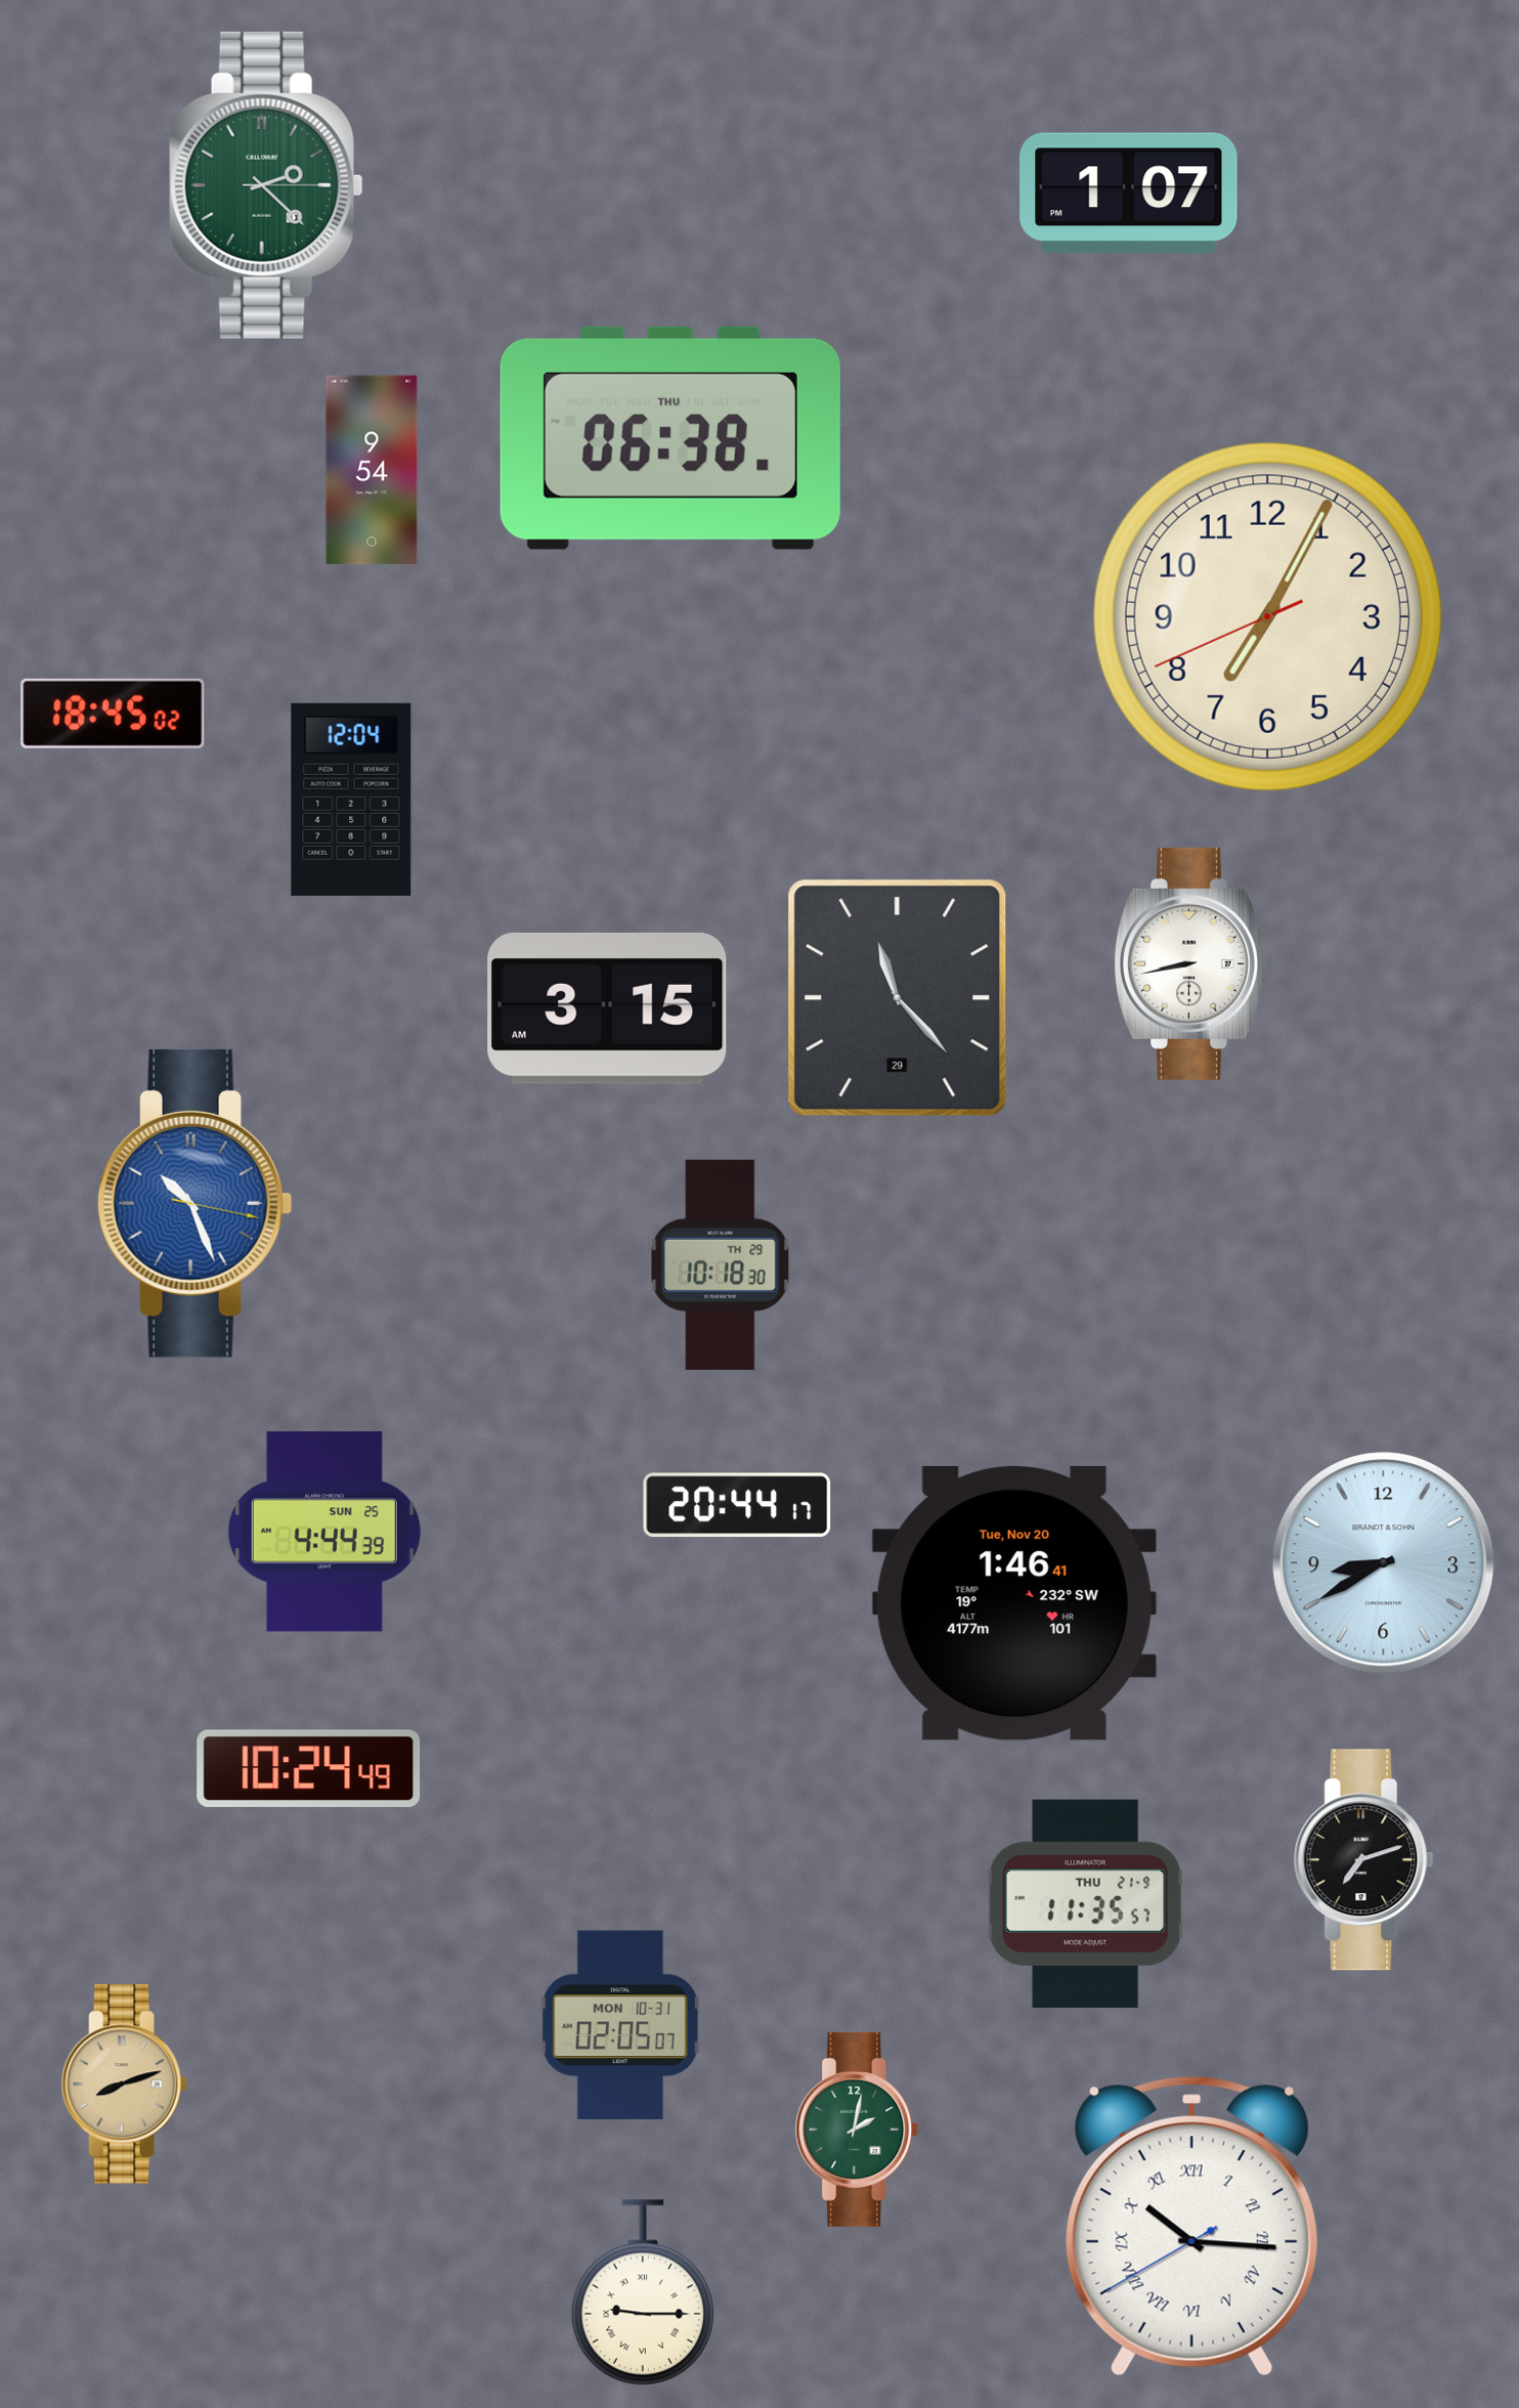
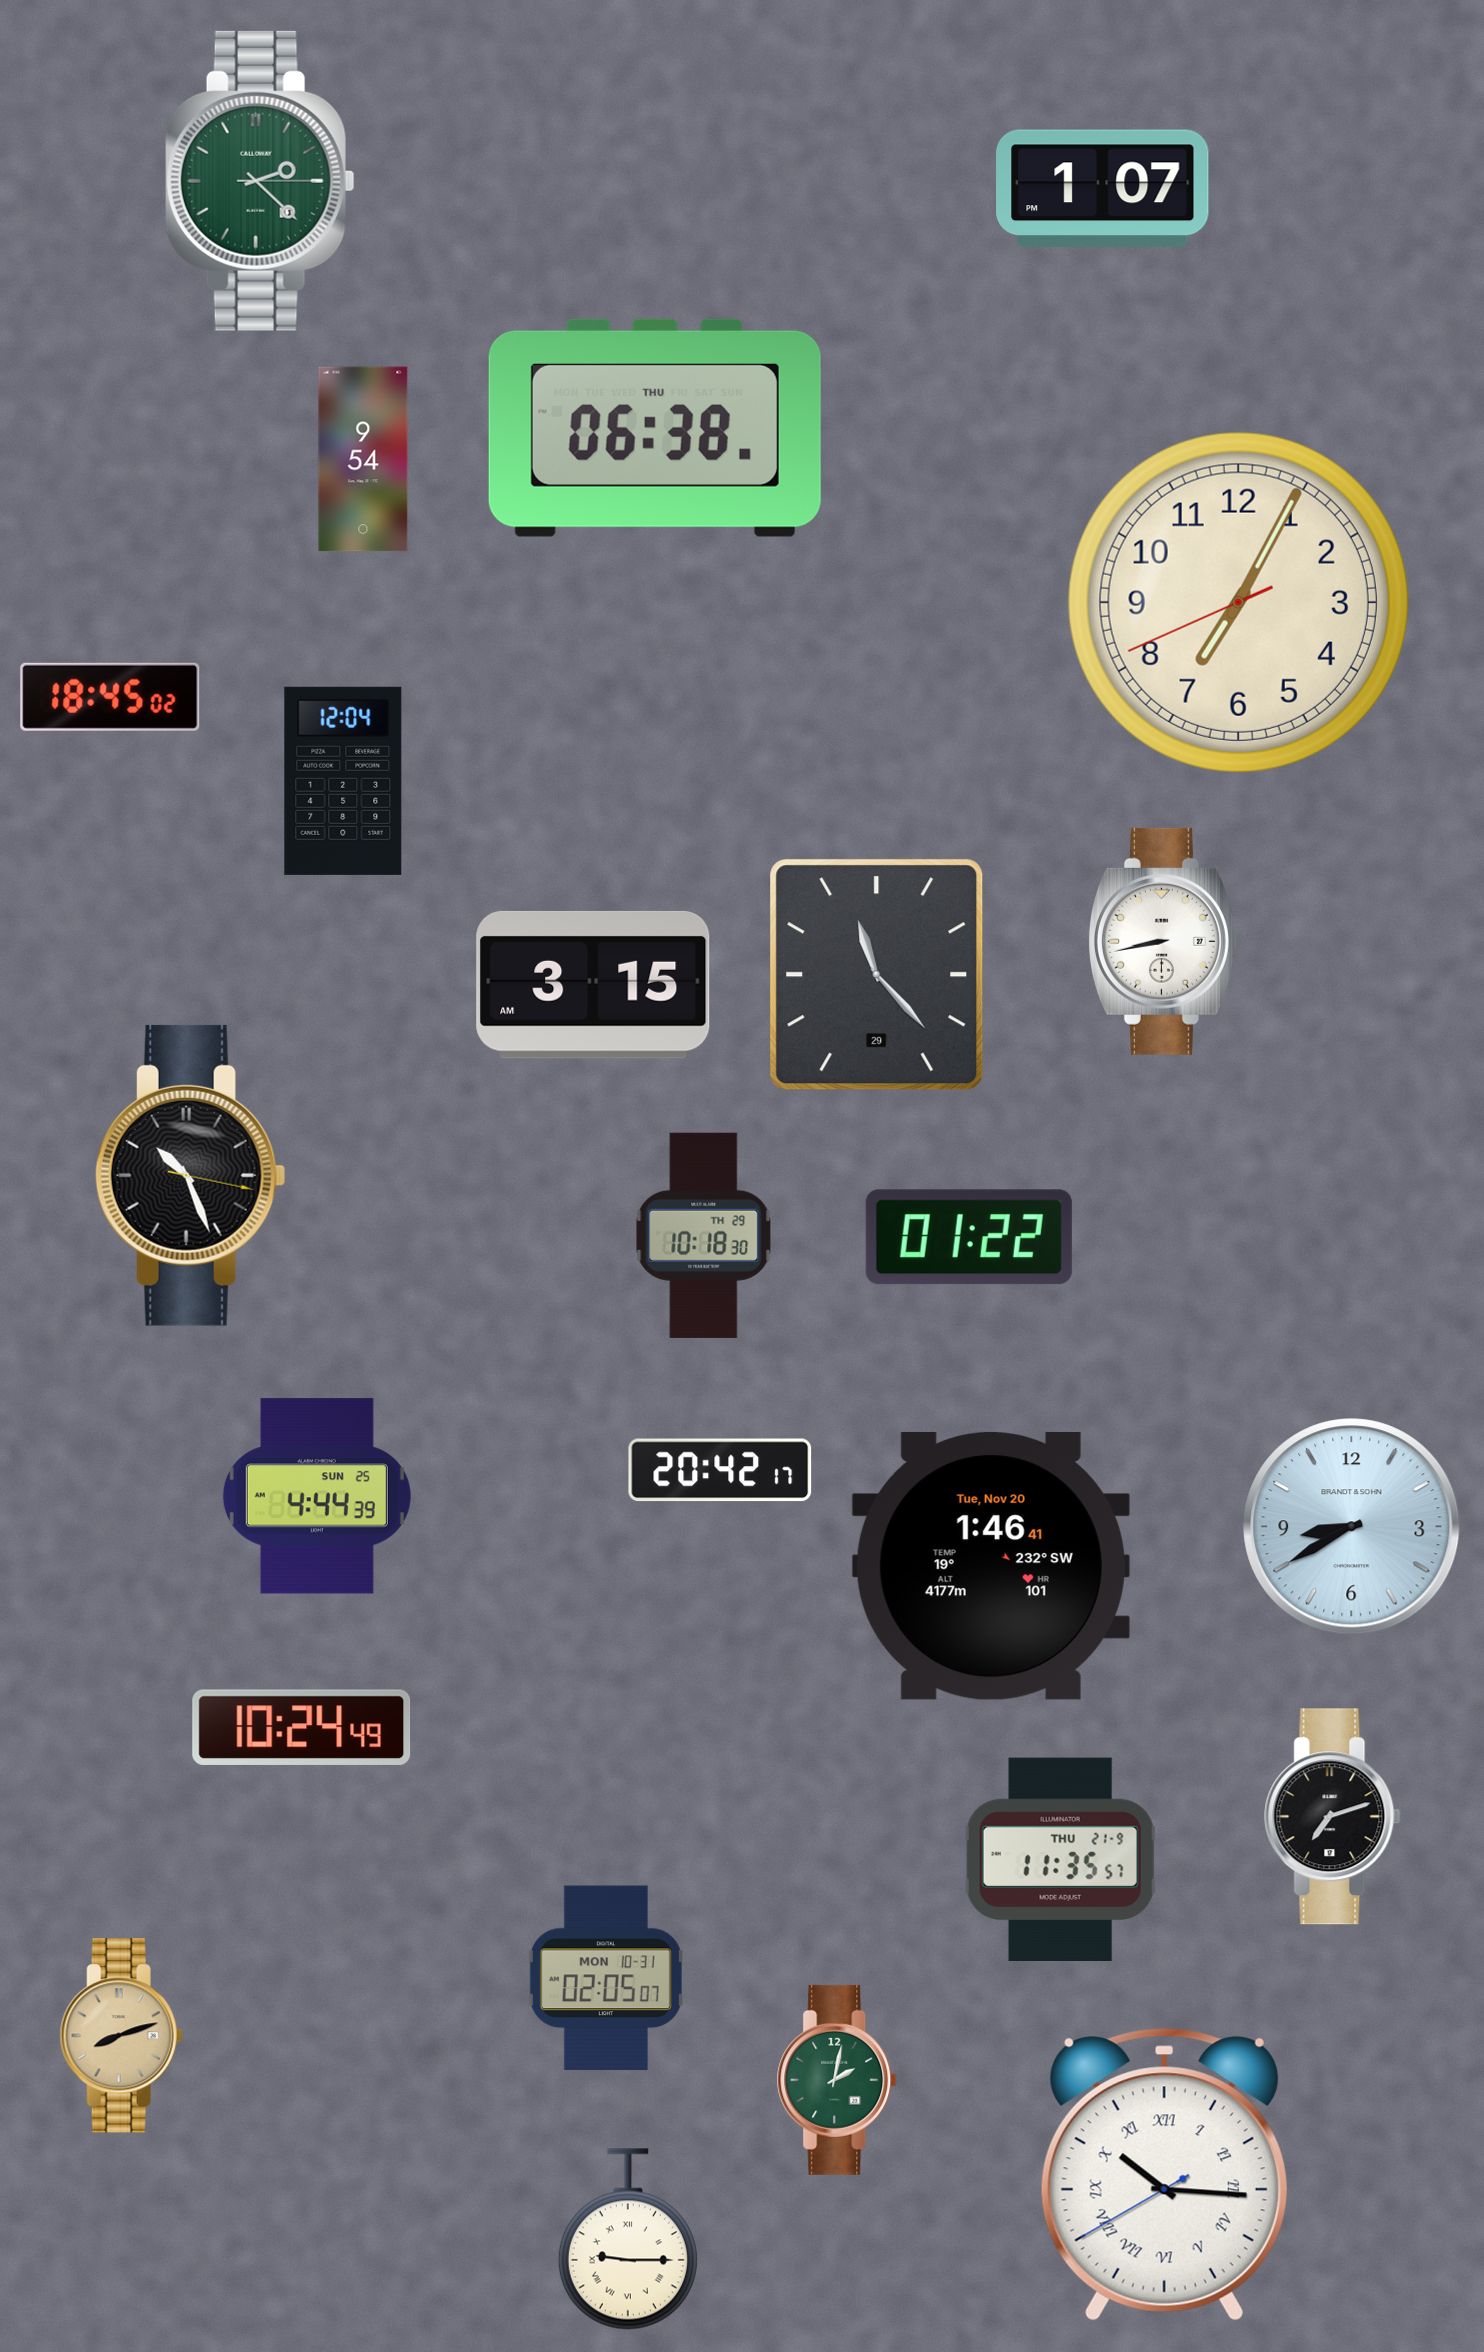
clock at (194, 1203) dial: blue -> black
clock at (969, 1237): none -> 01:22
clock at (737, 1505): 20:44 -> 20:42
